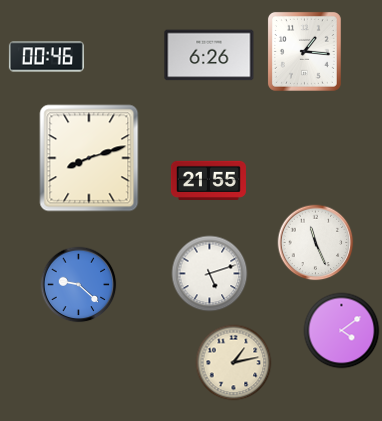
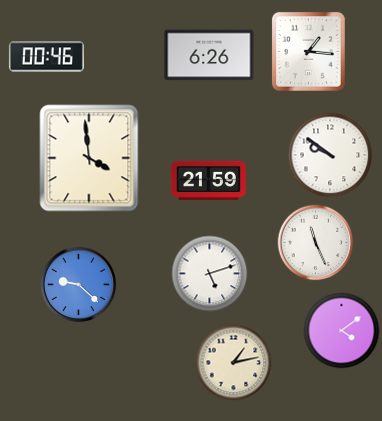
clock at (304, 51) position: (304, 51) -> (308, 51)
clock at (330, 155): none -> 9:51
clock at (89, 158): 8:12 -> 3:59
clock at (208, 180): 21:55 -> 21:59
